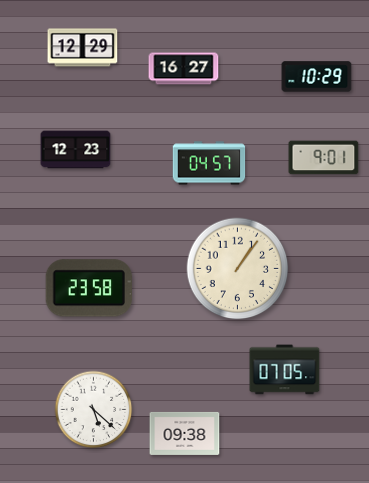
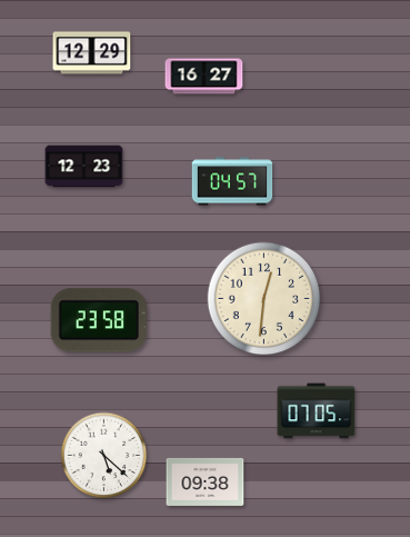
clock at (317, 77): 10:29 -> none
clock at (324, 158): 9:01 -> none
clock at (238, 269): 1:06 -> 12:31
